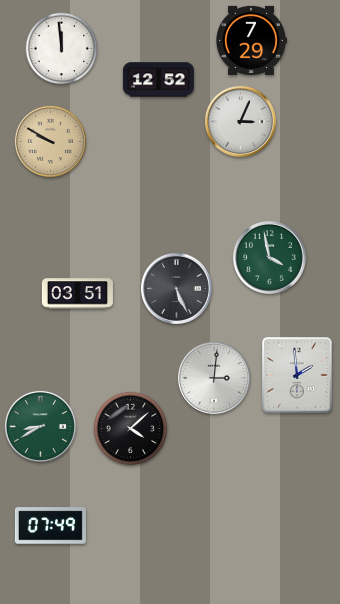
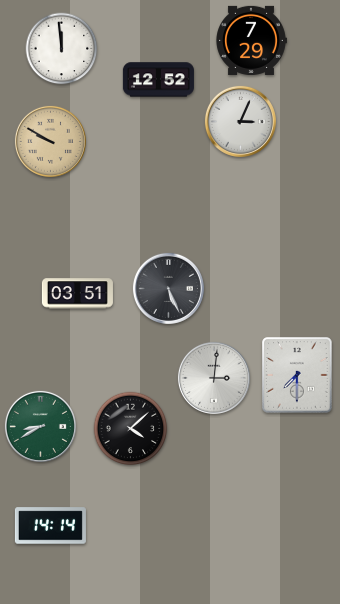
clock at (269, 257): 3:58 -> none
clock at (176, 288) position: (176, 288) -> (168, 288)
clock at (297, 375): 1:59 -> 7:30
clock at (50, 526): 07:49 -> 14:14
